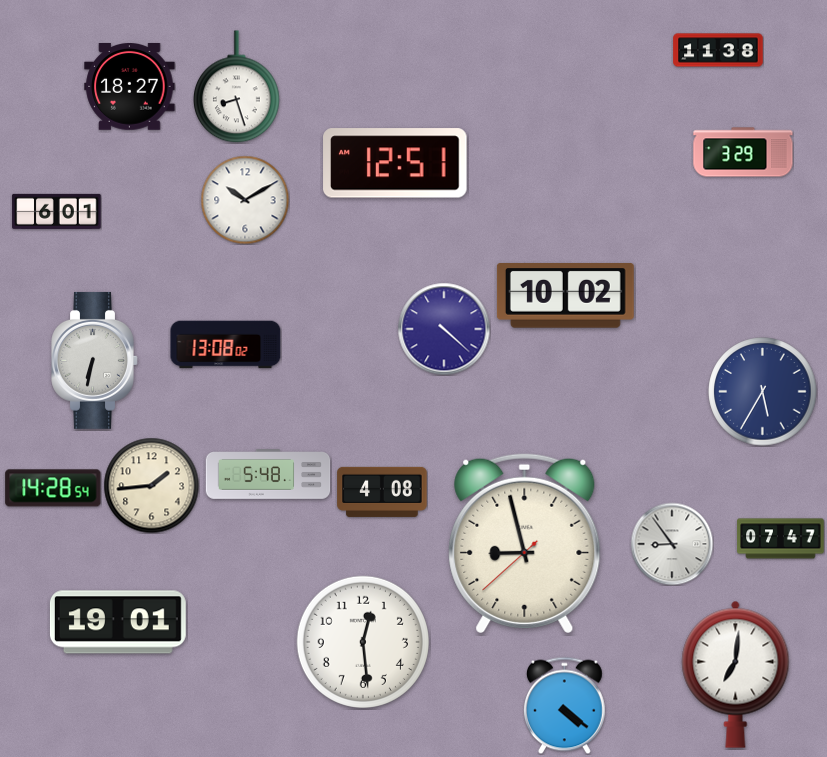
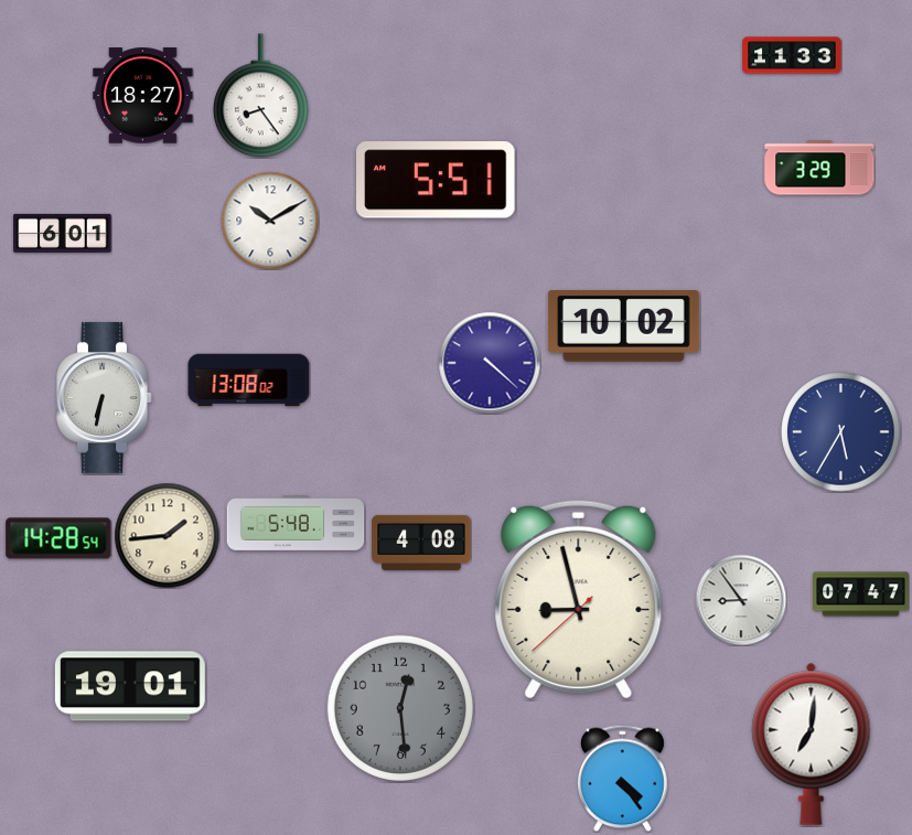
clock at (718, 50): 11:38 -> 11:33
clock at (237, 87): 8:27 -> 8:24
clock at (395, 163): 12:51 -> 5:51
clock at (363, 642) dial: white -> grey
clock at (564, 705): 4:21 -> 4:24
